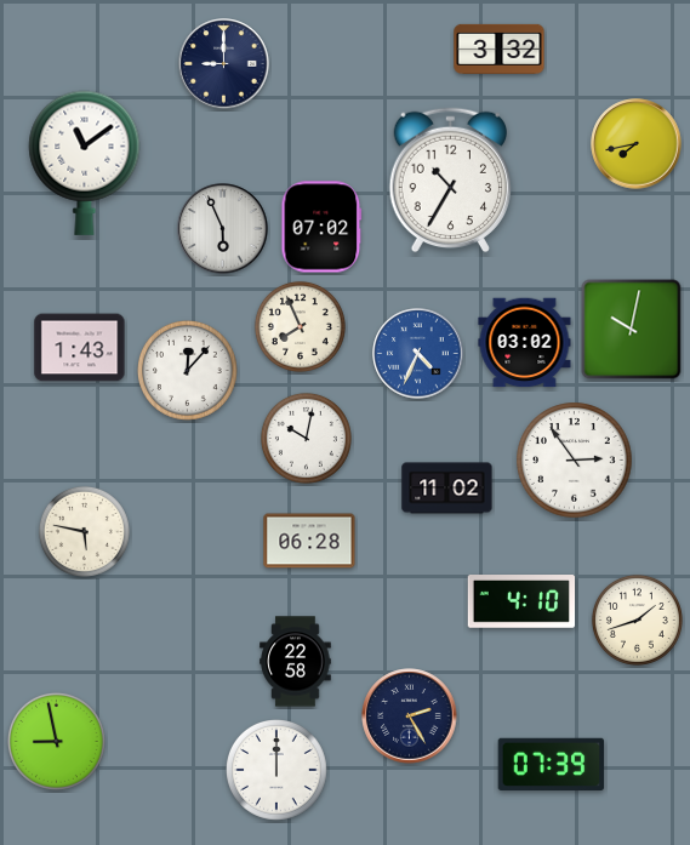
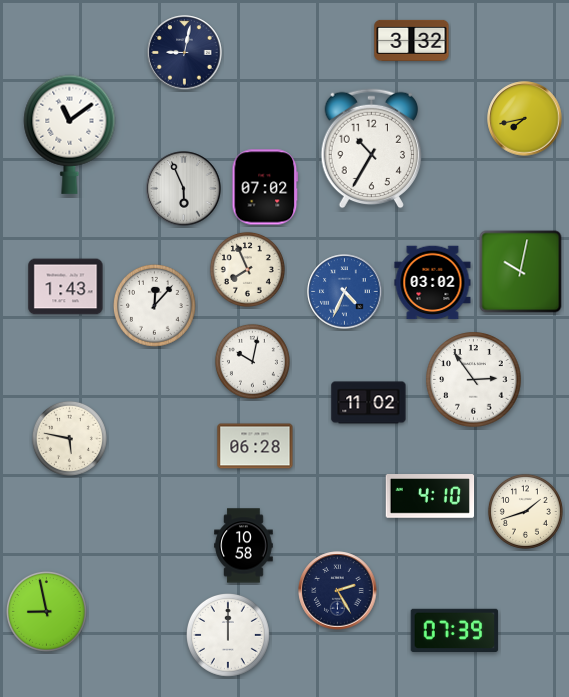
clock at (224, 64): 9:00 -> 9:02
clock at (296, 662): 22:58 -> 10:58
